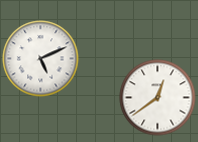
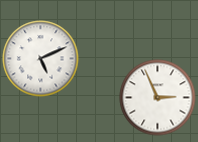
clock at (158, 98): 12:39 -> 2:56
